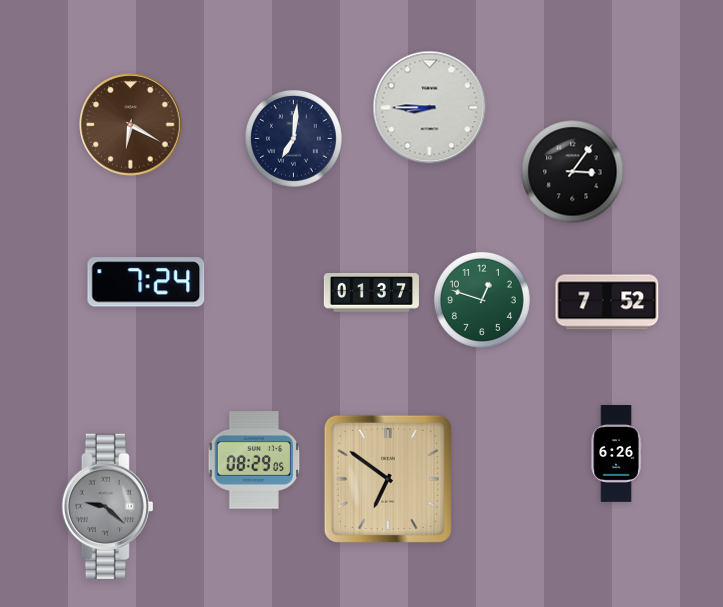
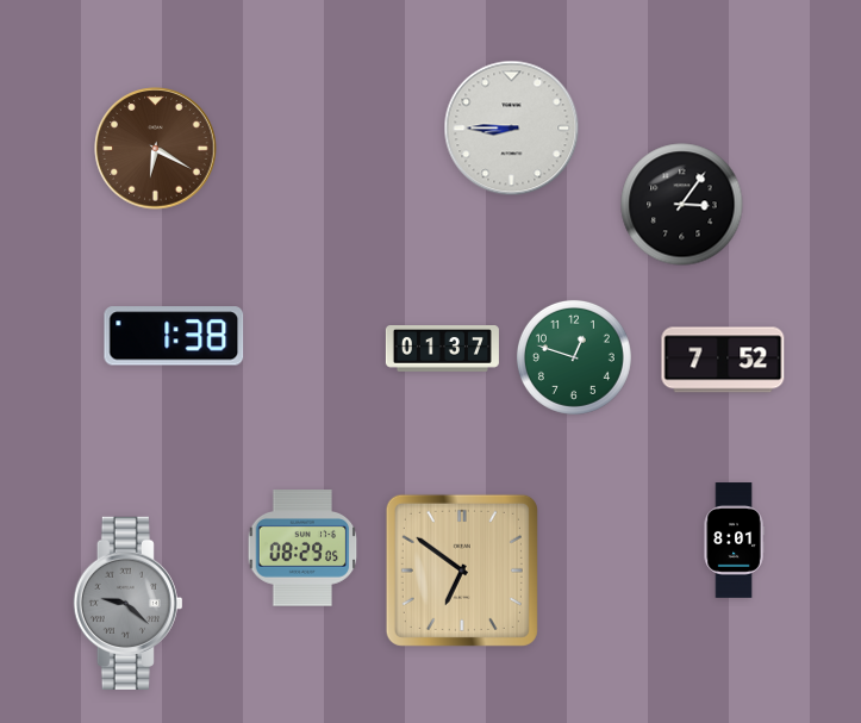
clock at (293, 138): 7:01 -> none
clock at (146, 282): 7:24 -> 1:38
clock at (616, 454): 6:26 -> 8:01
